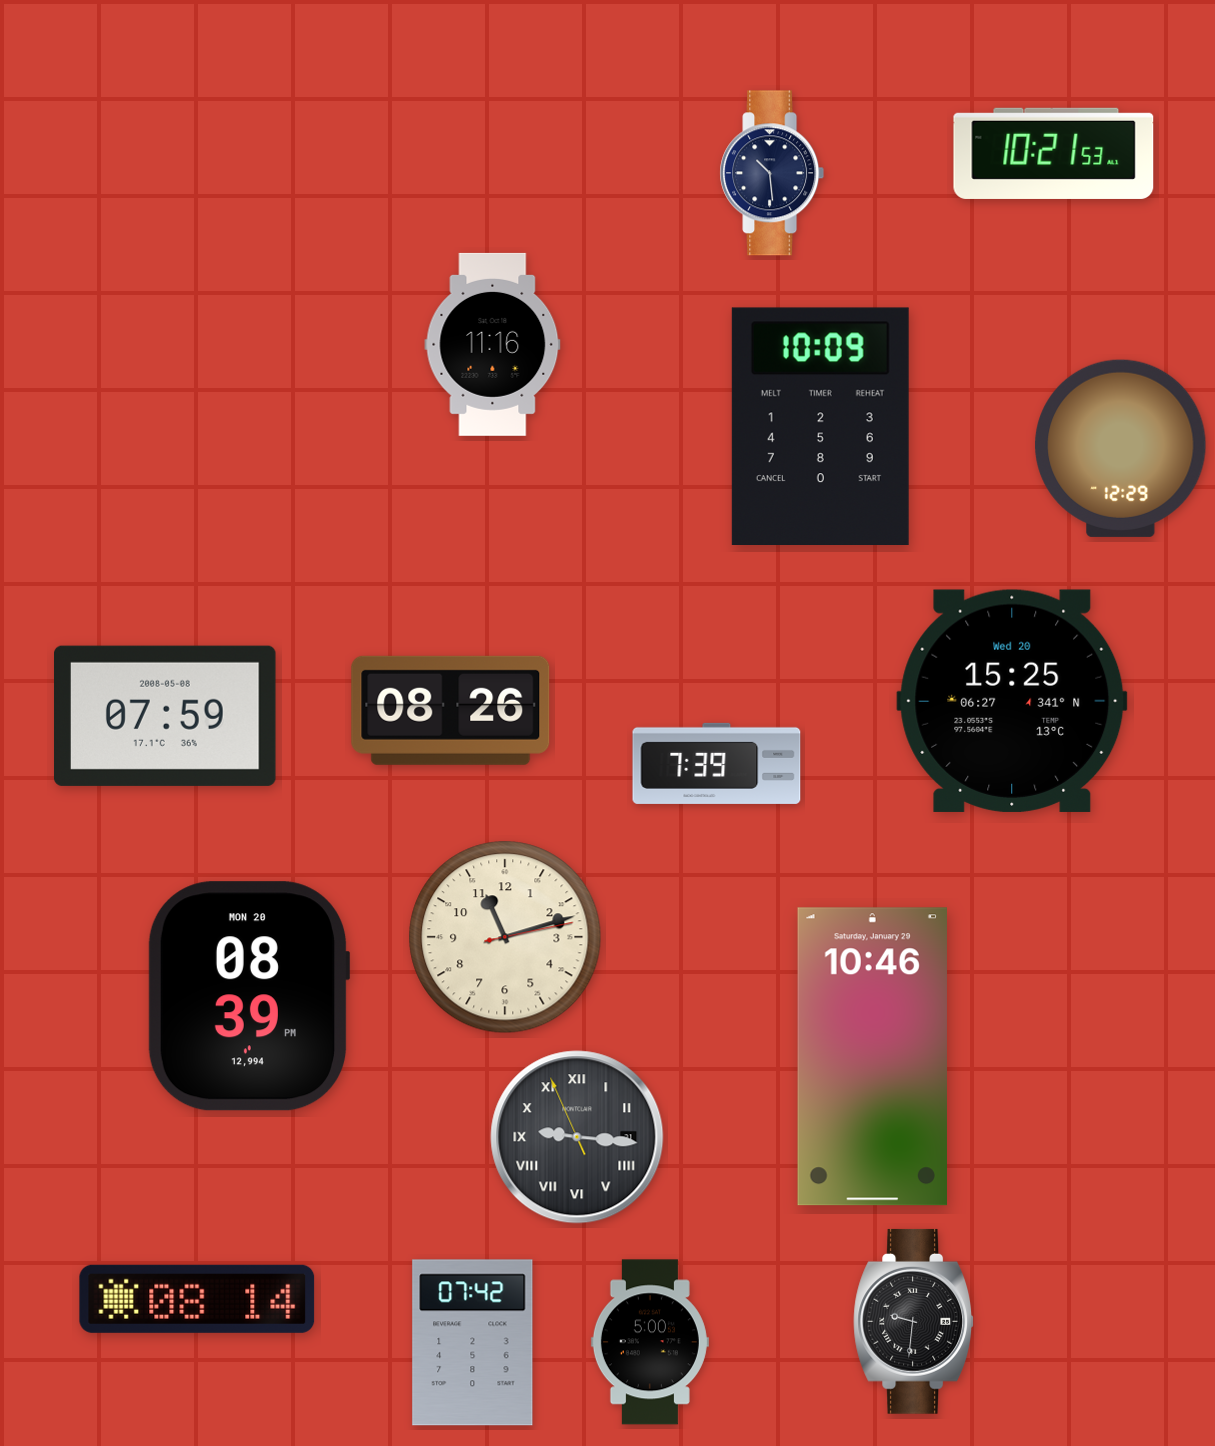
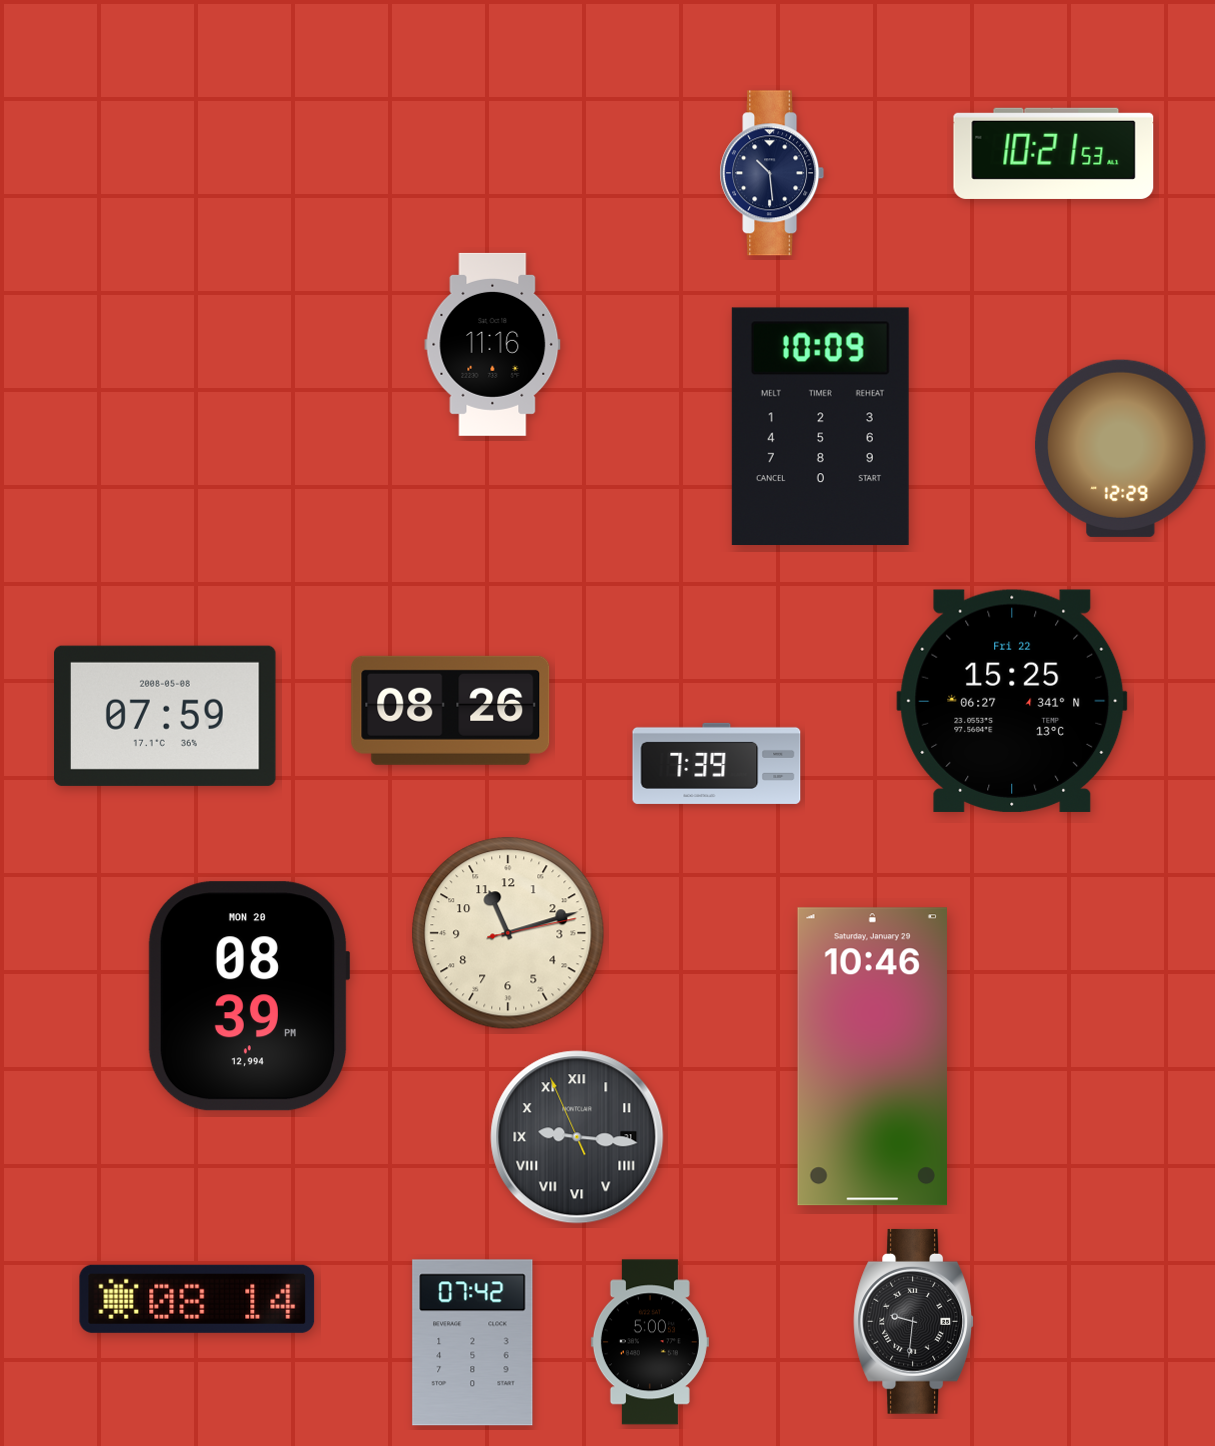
clock at (1012, 701) date: Wed 20 -> Fri 22
clock at (505, 937) position: (505, 937) -> (508, 933)
